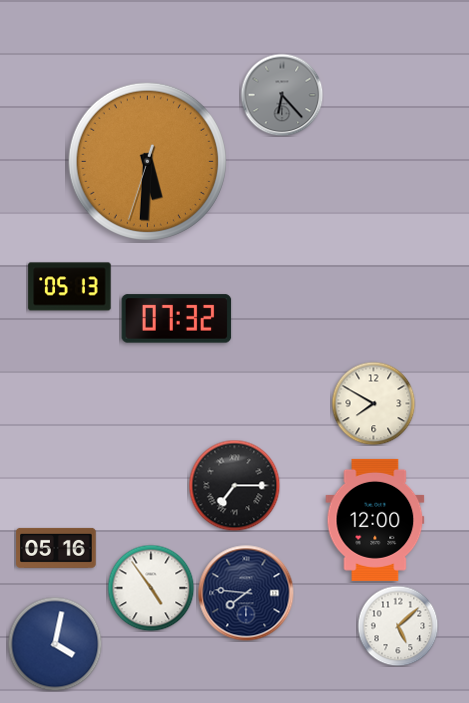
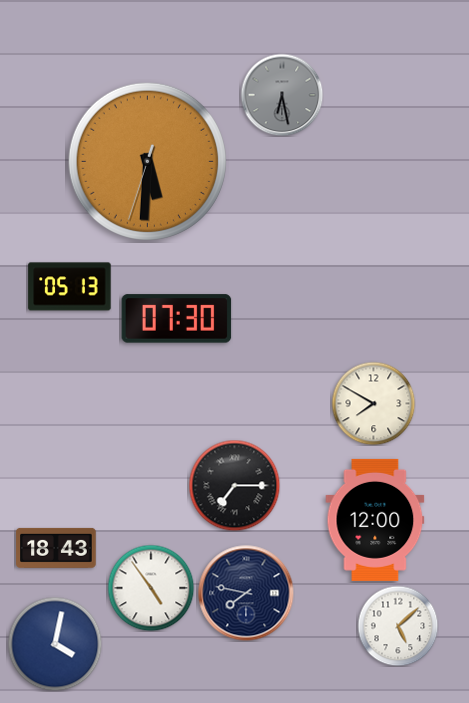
clock at (282, 95): 6:23 -> 6:28
clock at (177, 319): 07:32 -> 07:30
clock at (56, 548): 05:16 -> 18:43
clock at (246, 593): 7:46 -> 7:47
